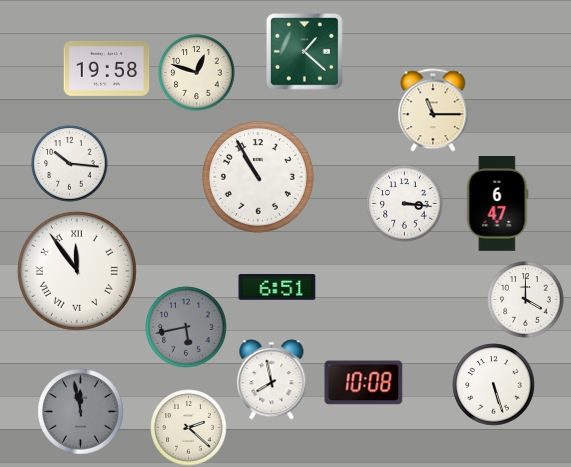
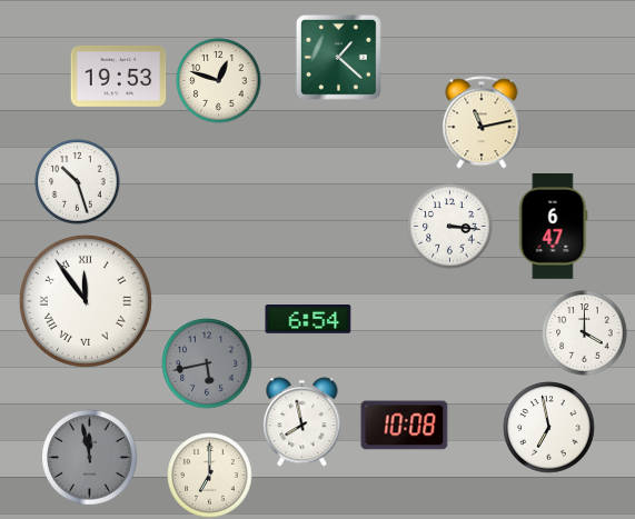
clock at (107, 68): 19:58 -> 19:53
clock at (433, 110): 11:15 -> 11:13
clock at (70, 164): 10:16 -> 10:27
clock at (258, 177): 10:55 -> none
clock at (277, 288): 6:51 -> 6:54
clock at (494, 385): 5:27 -> 6:58
clock at (189, 428): 2:22 -> 7:00
